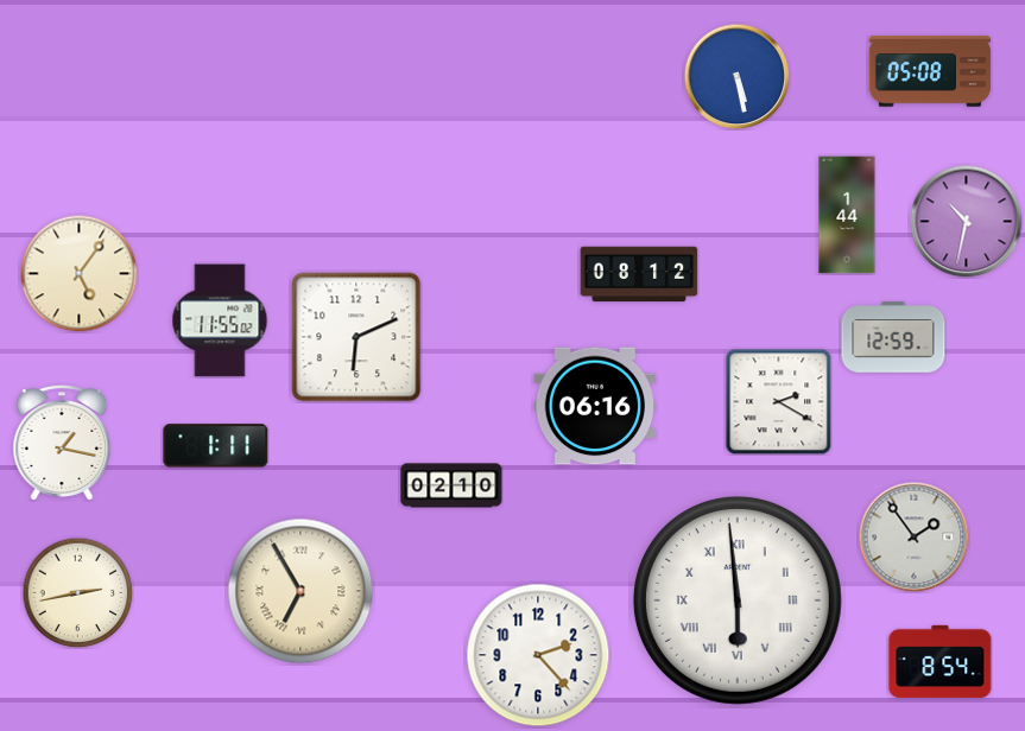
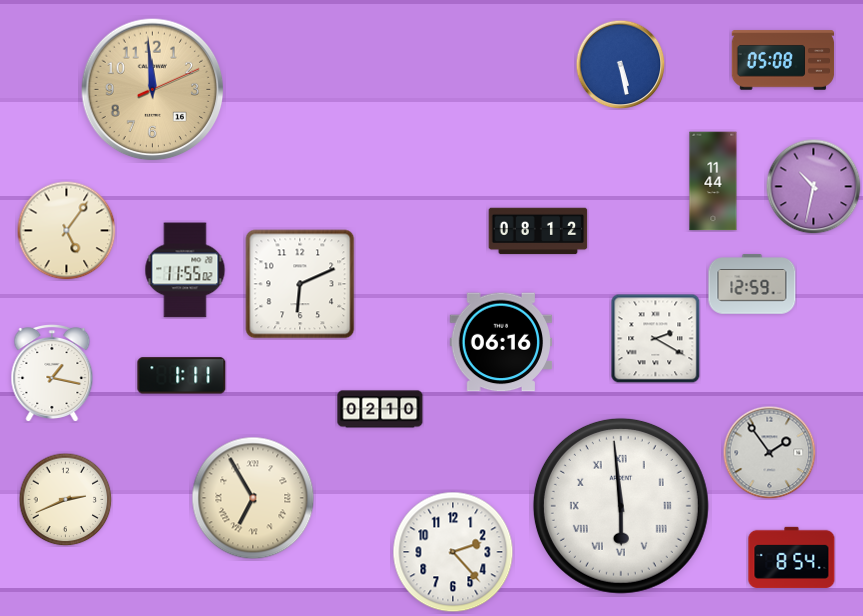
clock at (153, 90): none -> 11:59
clock at (847, 215): 1:44 -> 11:44
clock at (77, 592): 2:43 -> 2:41
